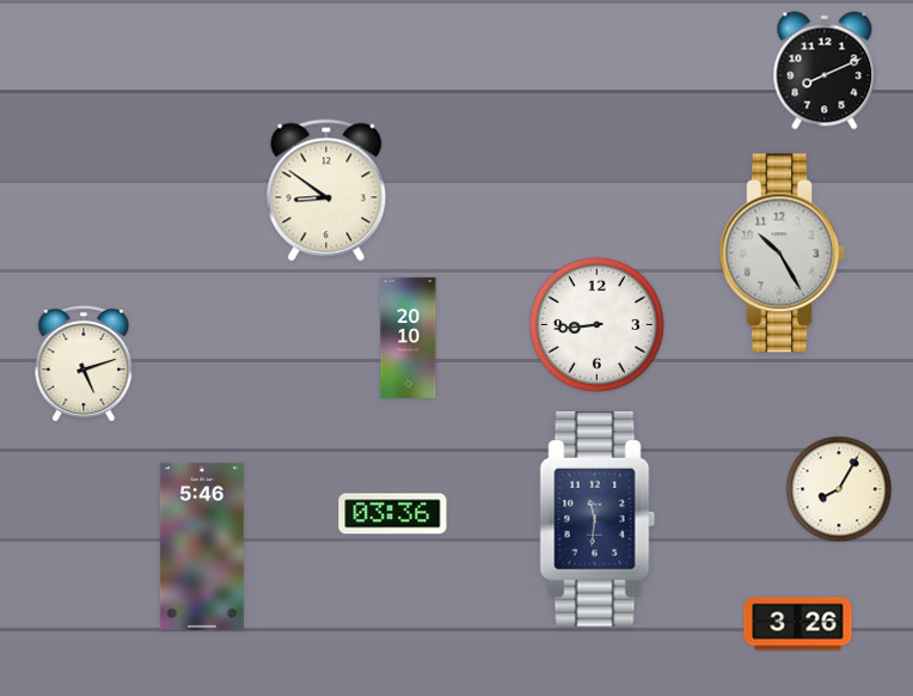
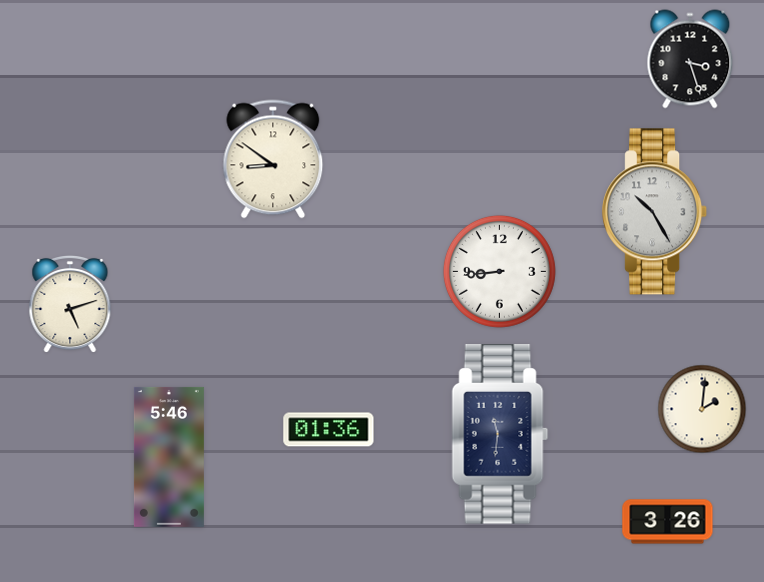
clock at (825, 71): 8:11 -> 3:27
clock at (409, 337): 20:10 -> none
clock at (839, 489): 8:05 -> 2:01
clock at (393, 514): 03:36 -> 01:36
